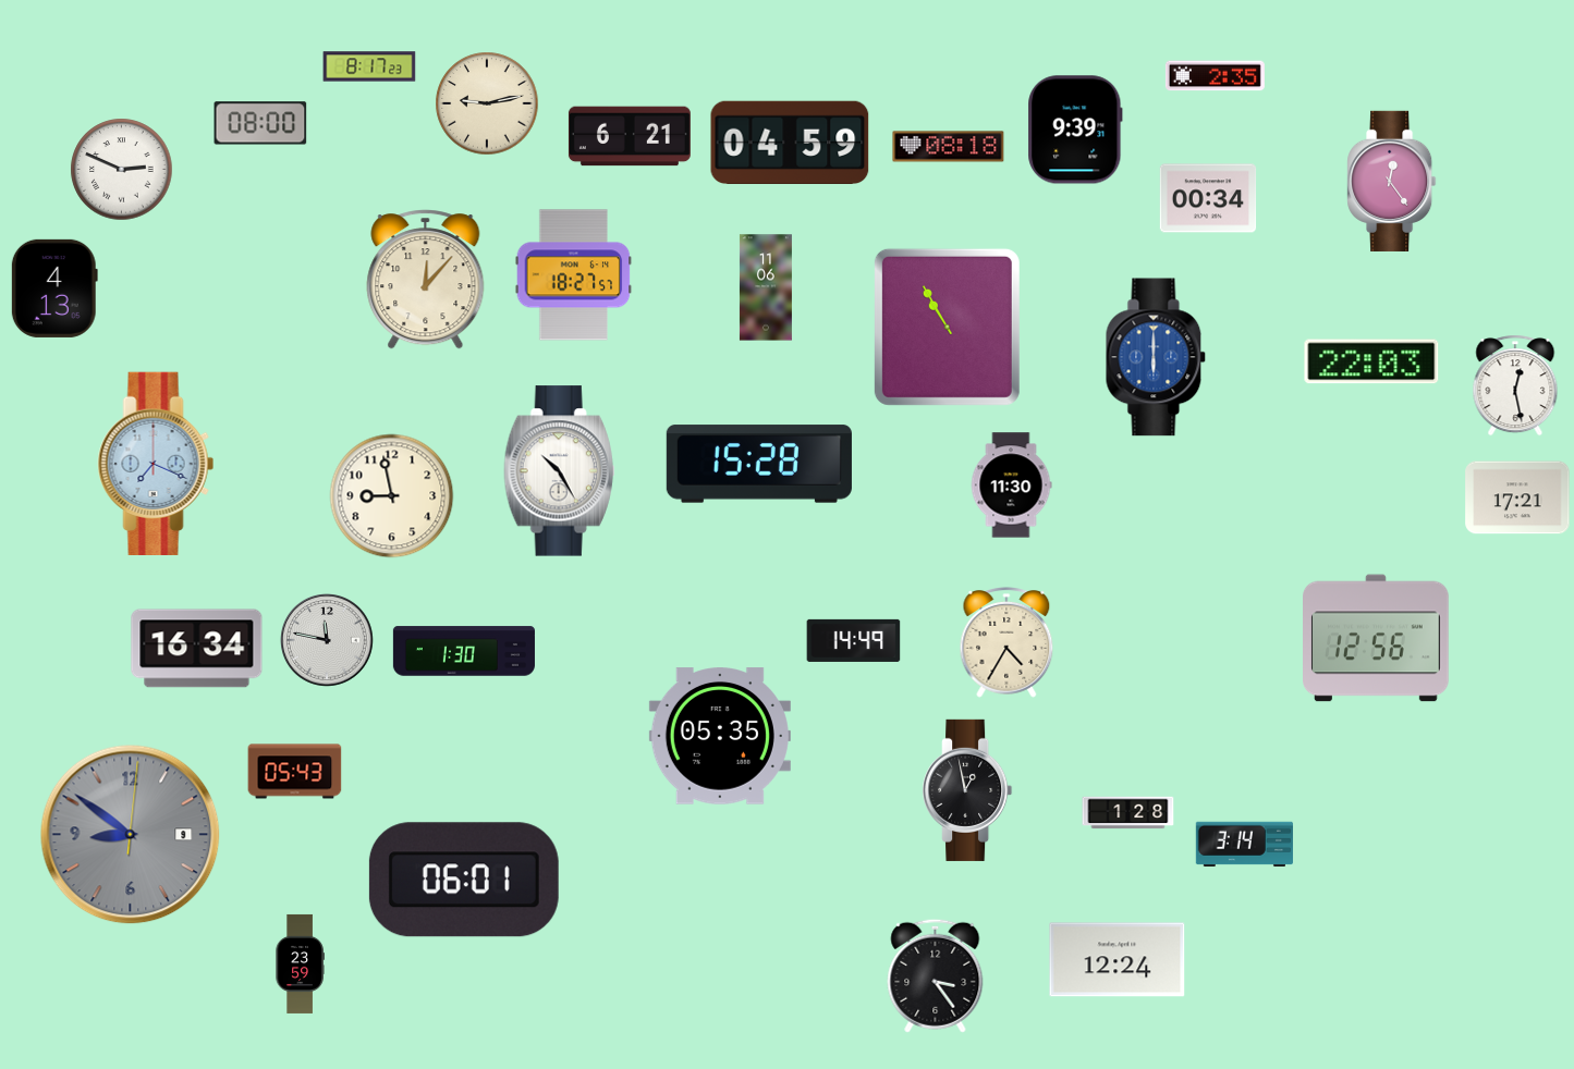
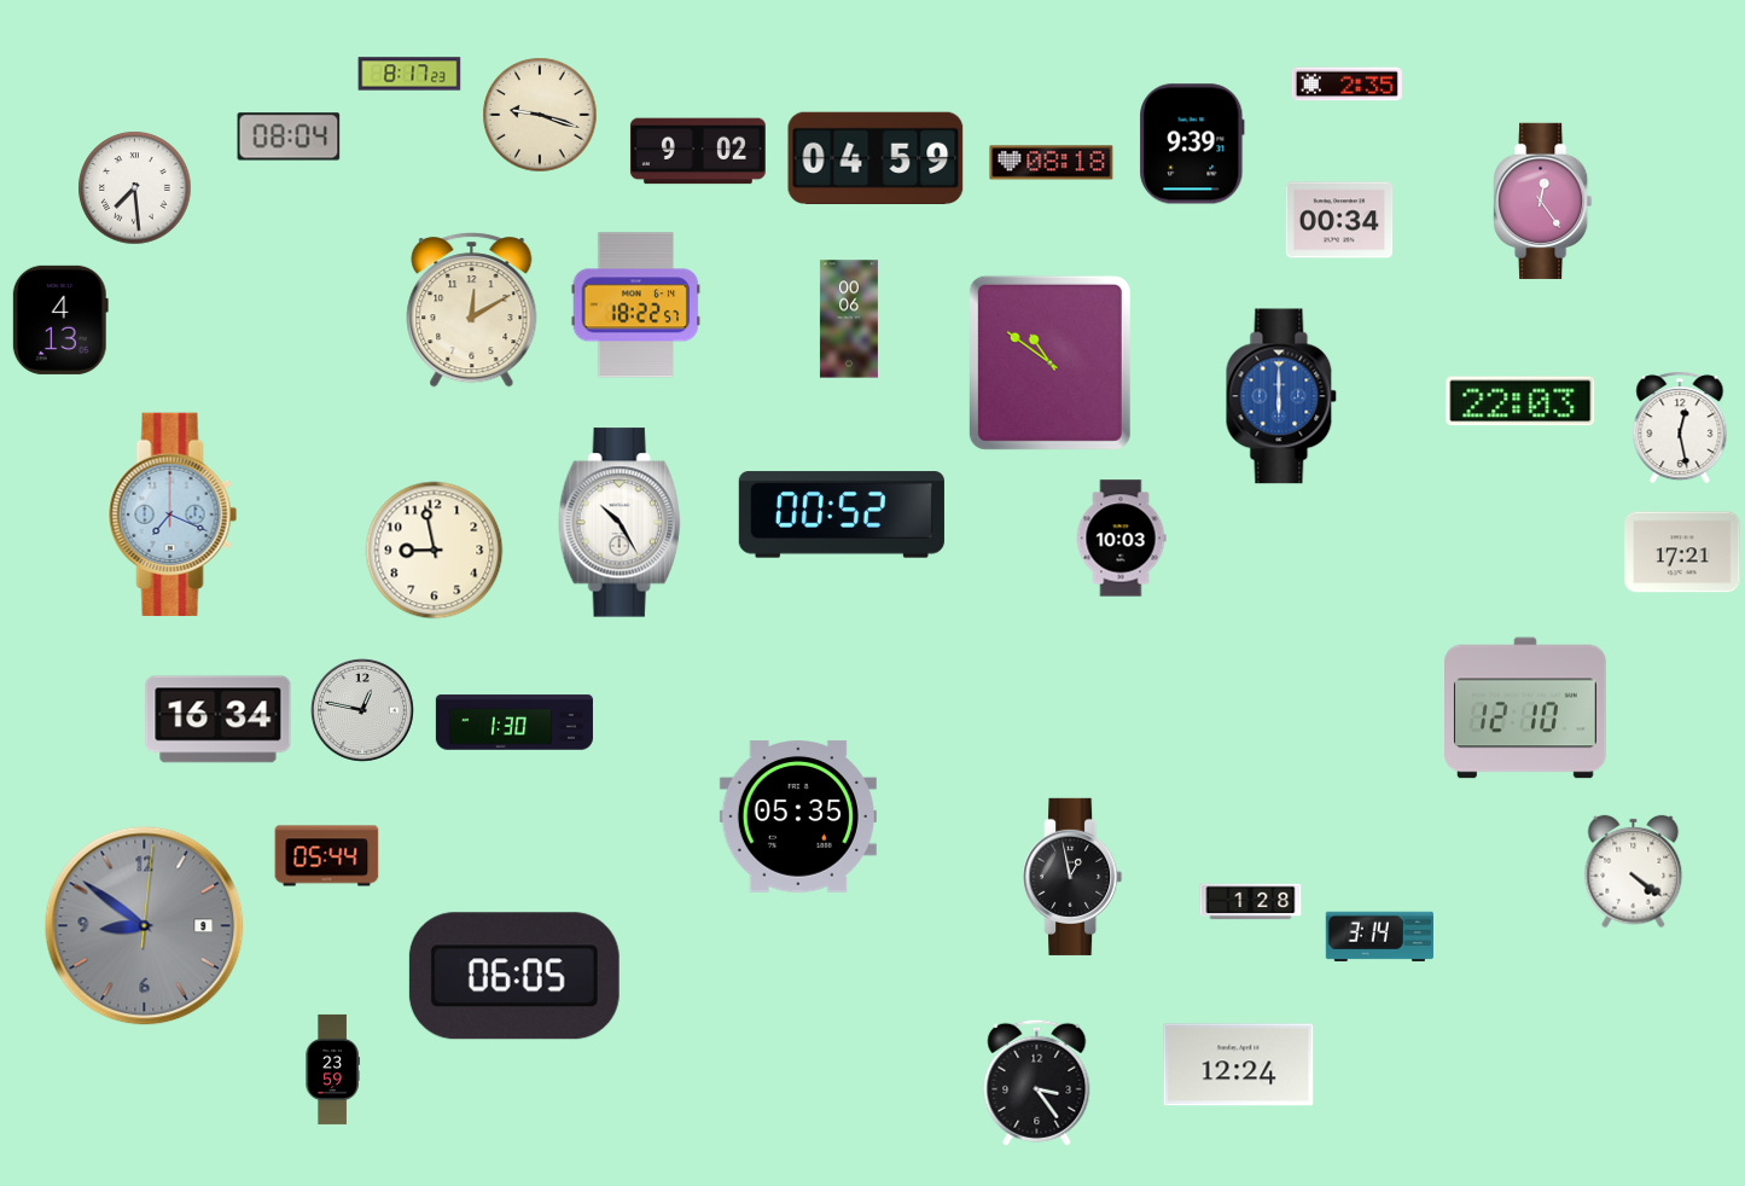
clock at (487, 103): 9:13 -> 9:18
clock at (260, 123): 08:00 -> 08:04
clock at (630, 136): 6:21 -> 9:02
clock at (122, 170): 2:49 -> 7:29
clock at (574, 275): 18:27 -> 18:22
clock at (426, 280): 12:07 -> 12:10
clock at (766, 287): 11:06 -> 00:06
clock at (947, 327): 10:55 -> 10:51
clock at (759, 464): 15:28 -> 00:52
clock at (1011, 486): 11:30 -> 10:03
clock at (1377, 638): 12:56 -> 12:10
clock at (854, 640): 14:49 -> none
clock at (328, 641): 11:47 -> 12:47
clock at (1006, 643): 4:35 -> none
clock at (295, 772): 05:43 -> 05:44
clock at (1634, 872): none -> 4:21
clock at (464, 880): 06:01 -> 06:05
